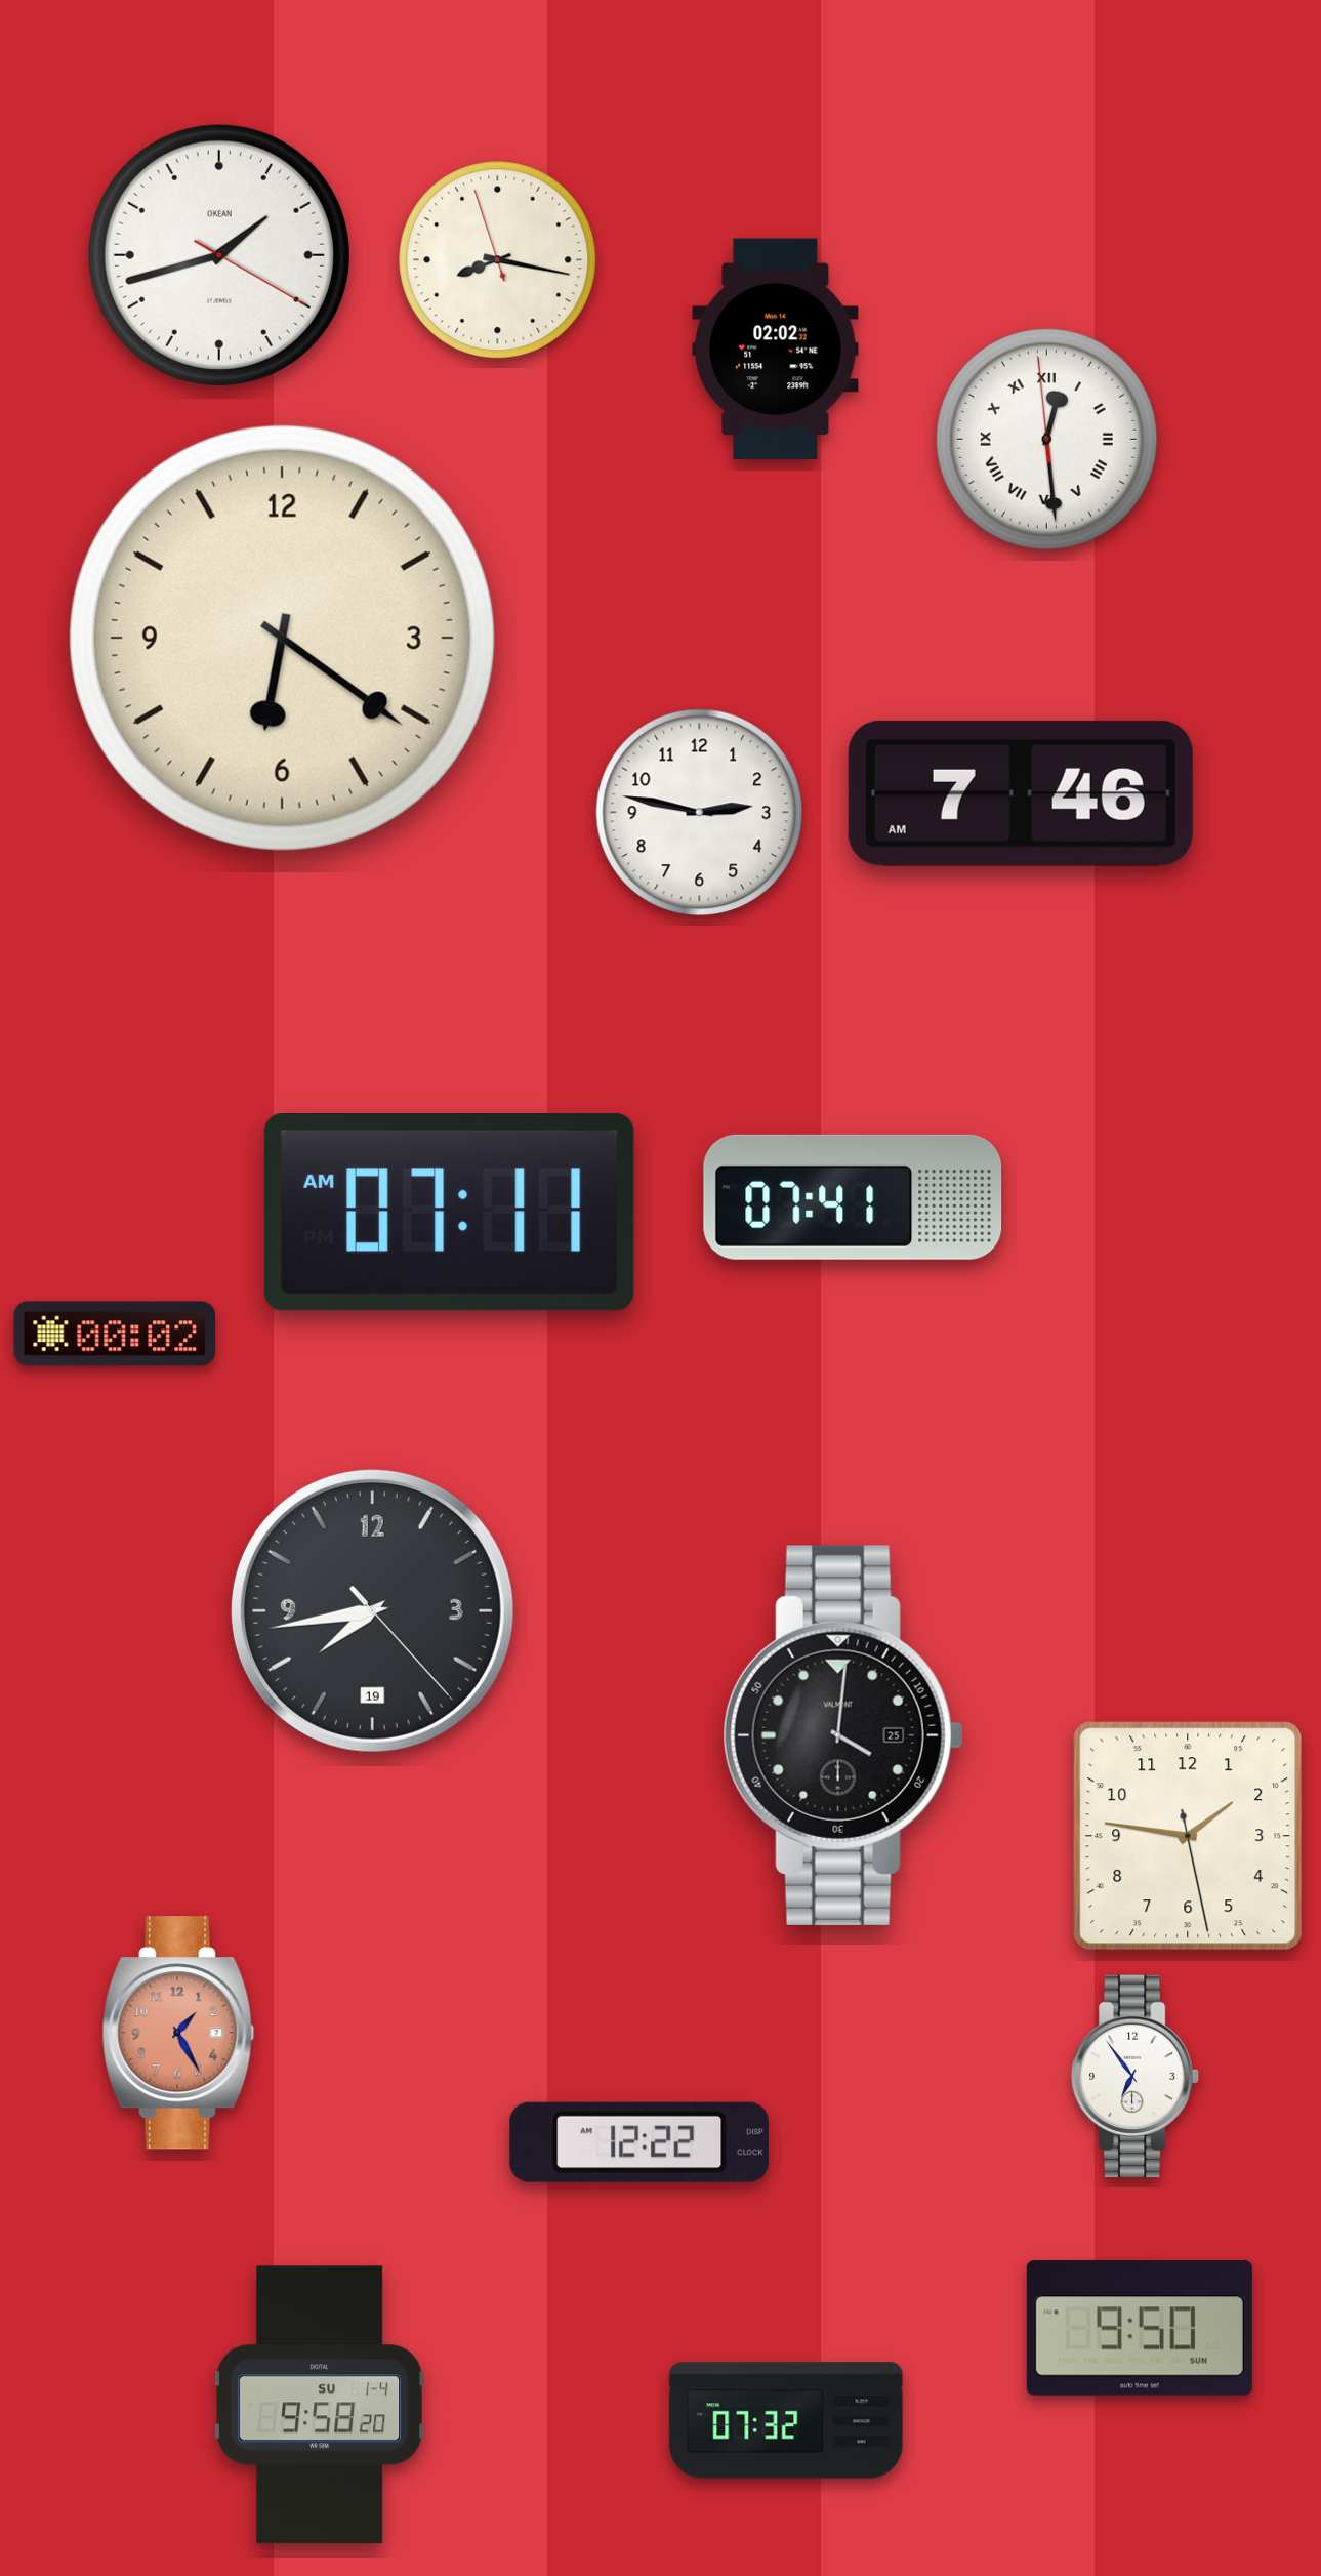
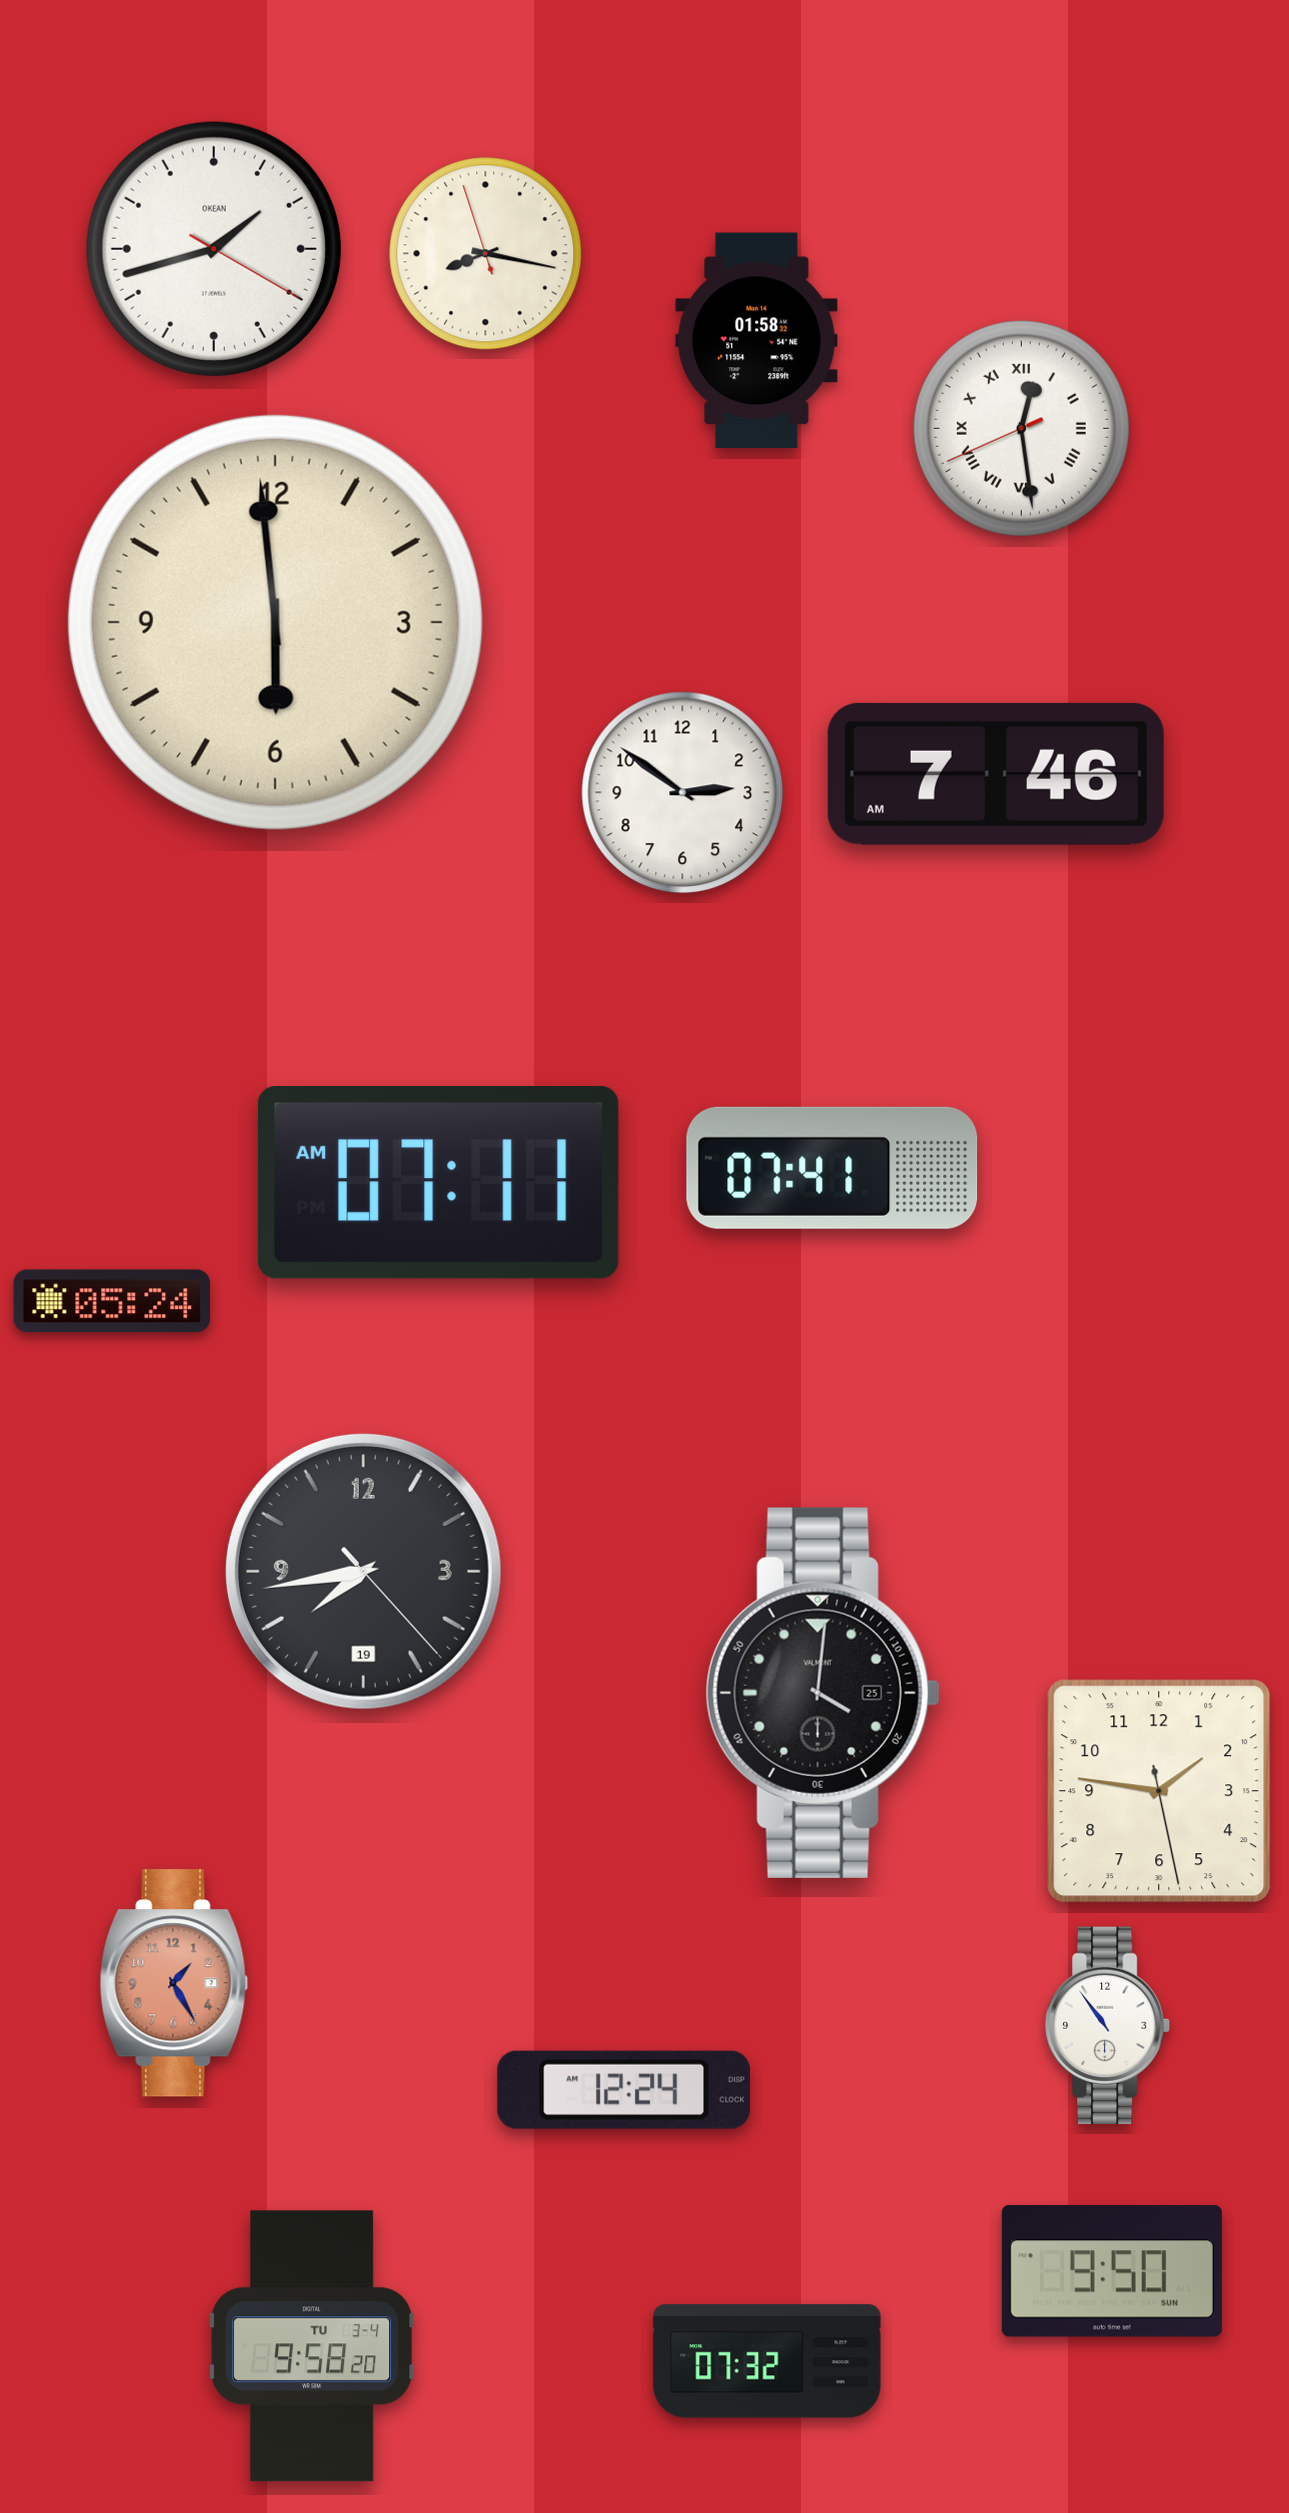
clock at (776, 350): 02:02 -> 01:58
clock at (1046, 439): 12:28:59 -> 12:28:41
clock at (282, 638): 6:21 -> 5:59
clock at (700, 813): 2:47 -> 2:51
clock at (115, 1334): 00:02 -> 05:24
clock at (1136, 2077): 6:54 -> 10:54
clock at (639, 2142): 12:22 -> 12:24
clock at (321, 2405) date: SU 1-4 -> TU 3-4
